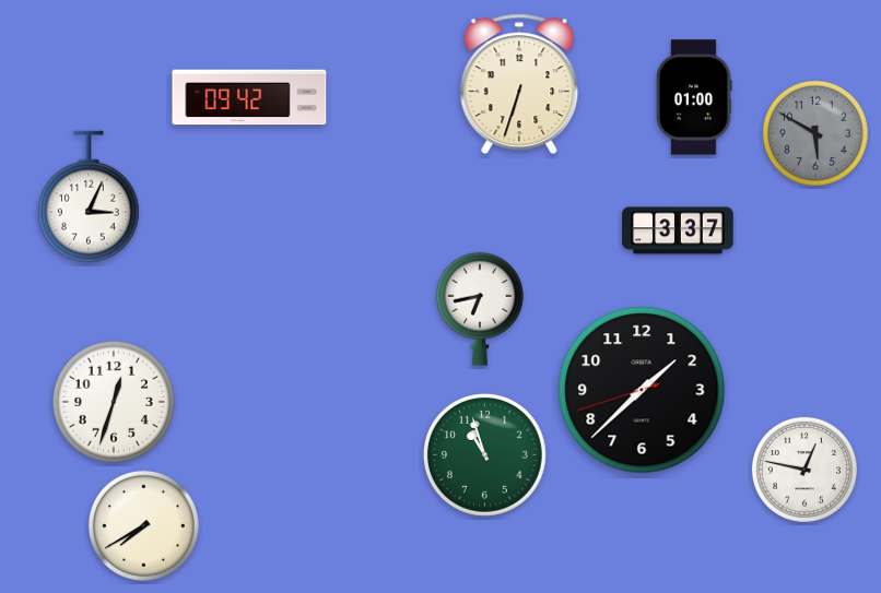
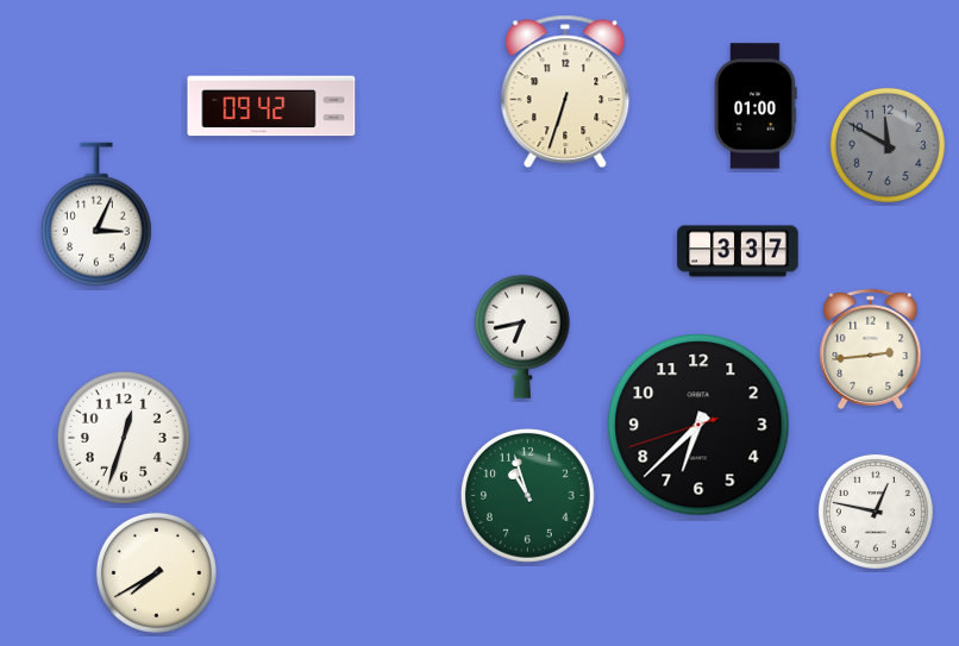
clock at (815, 133): 5:50 -> 11:50
clock at (871, 349): none -> 2:44
clock at (642, 390): 1:37 -> 6:37
